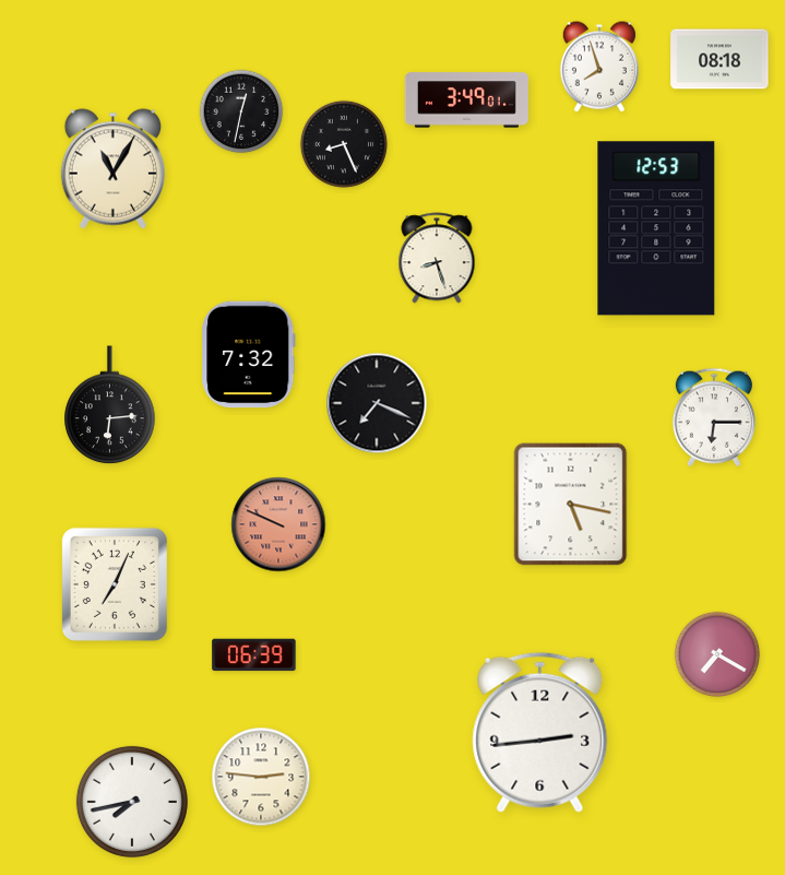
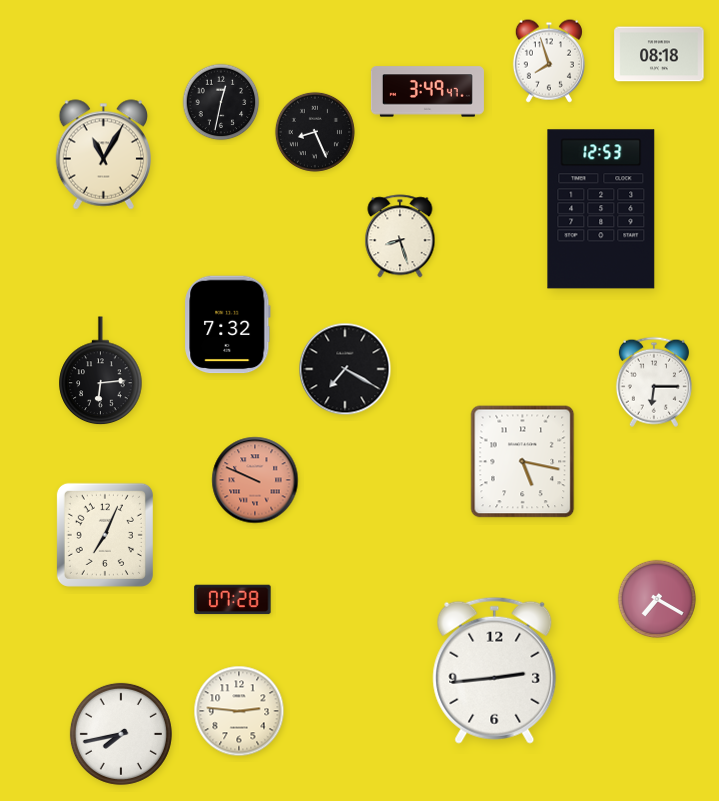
clock at (466, 100): 3:49:01 -> 3:49:47
clock at (377, 403): 7:19 -> 7:20
clock at (254, 655): 06:39 -> 07:28
